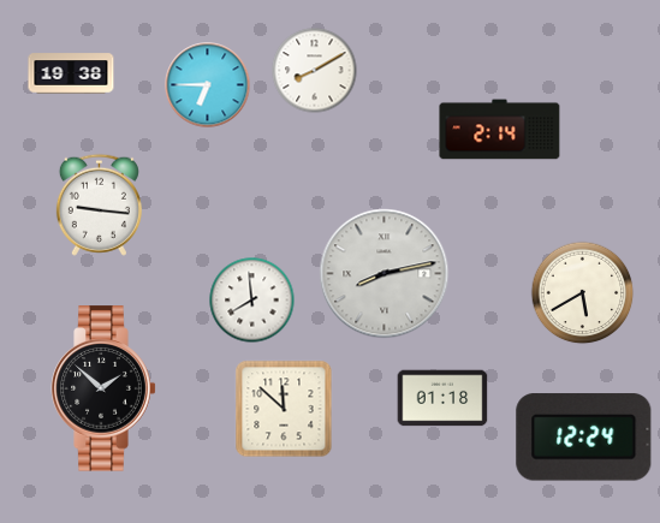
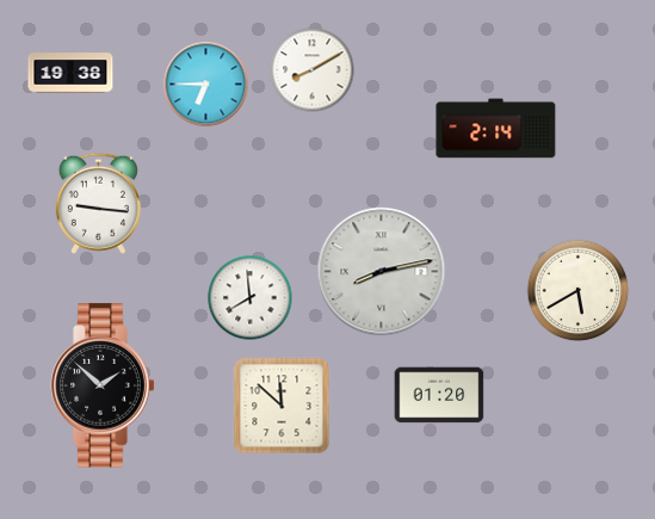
clock at (442, 398): 01:18 -> 01:20
clock at (584, 438): 12:24 -> none
